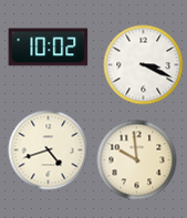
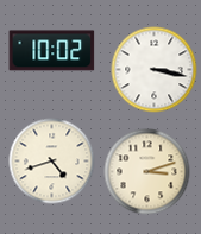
clock at (144, 65): 3:19 -> 3:17
clock at (137, 160): 9:59 -> 3:12
